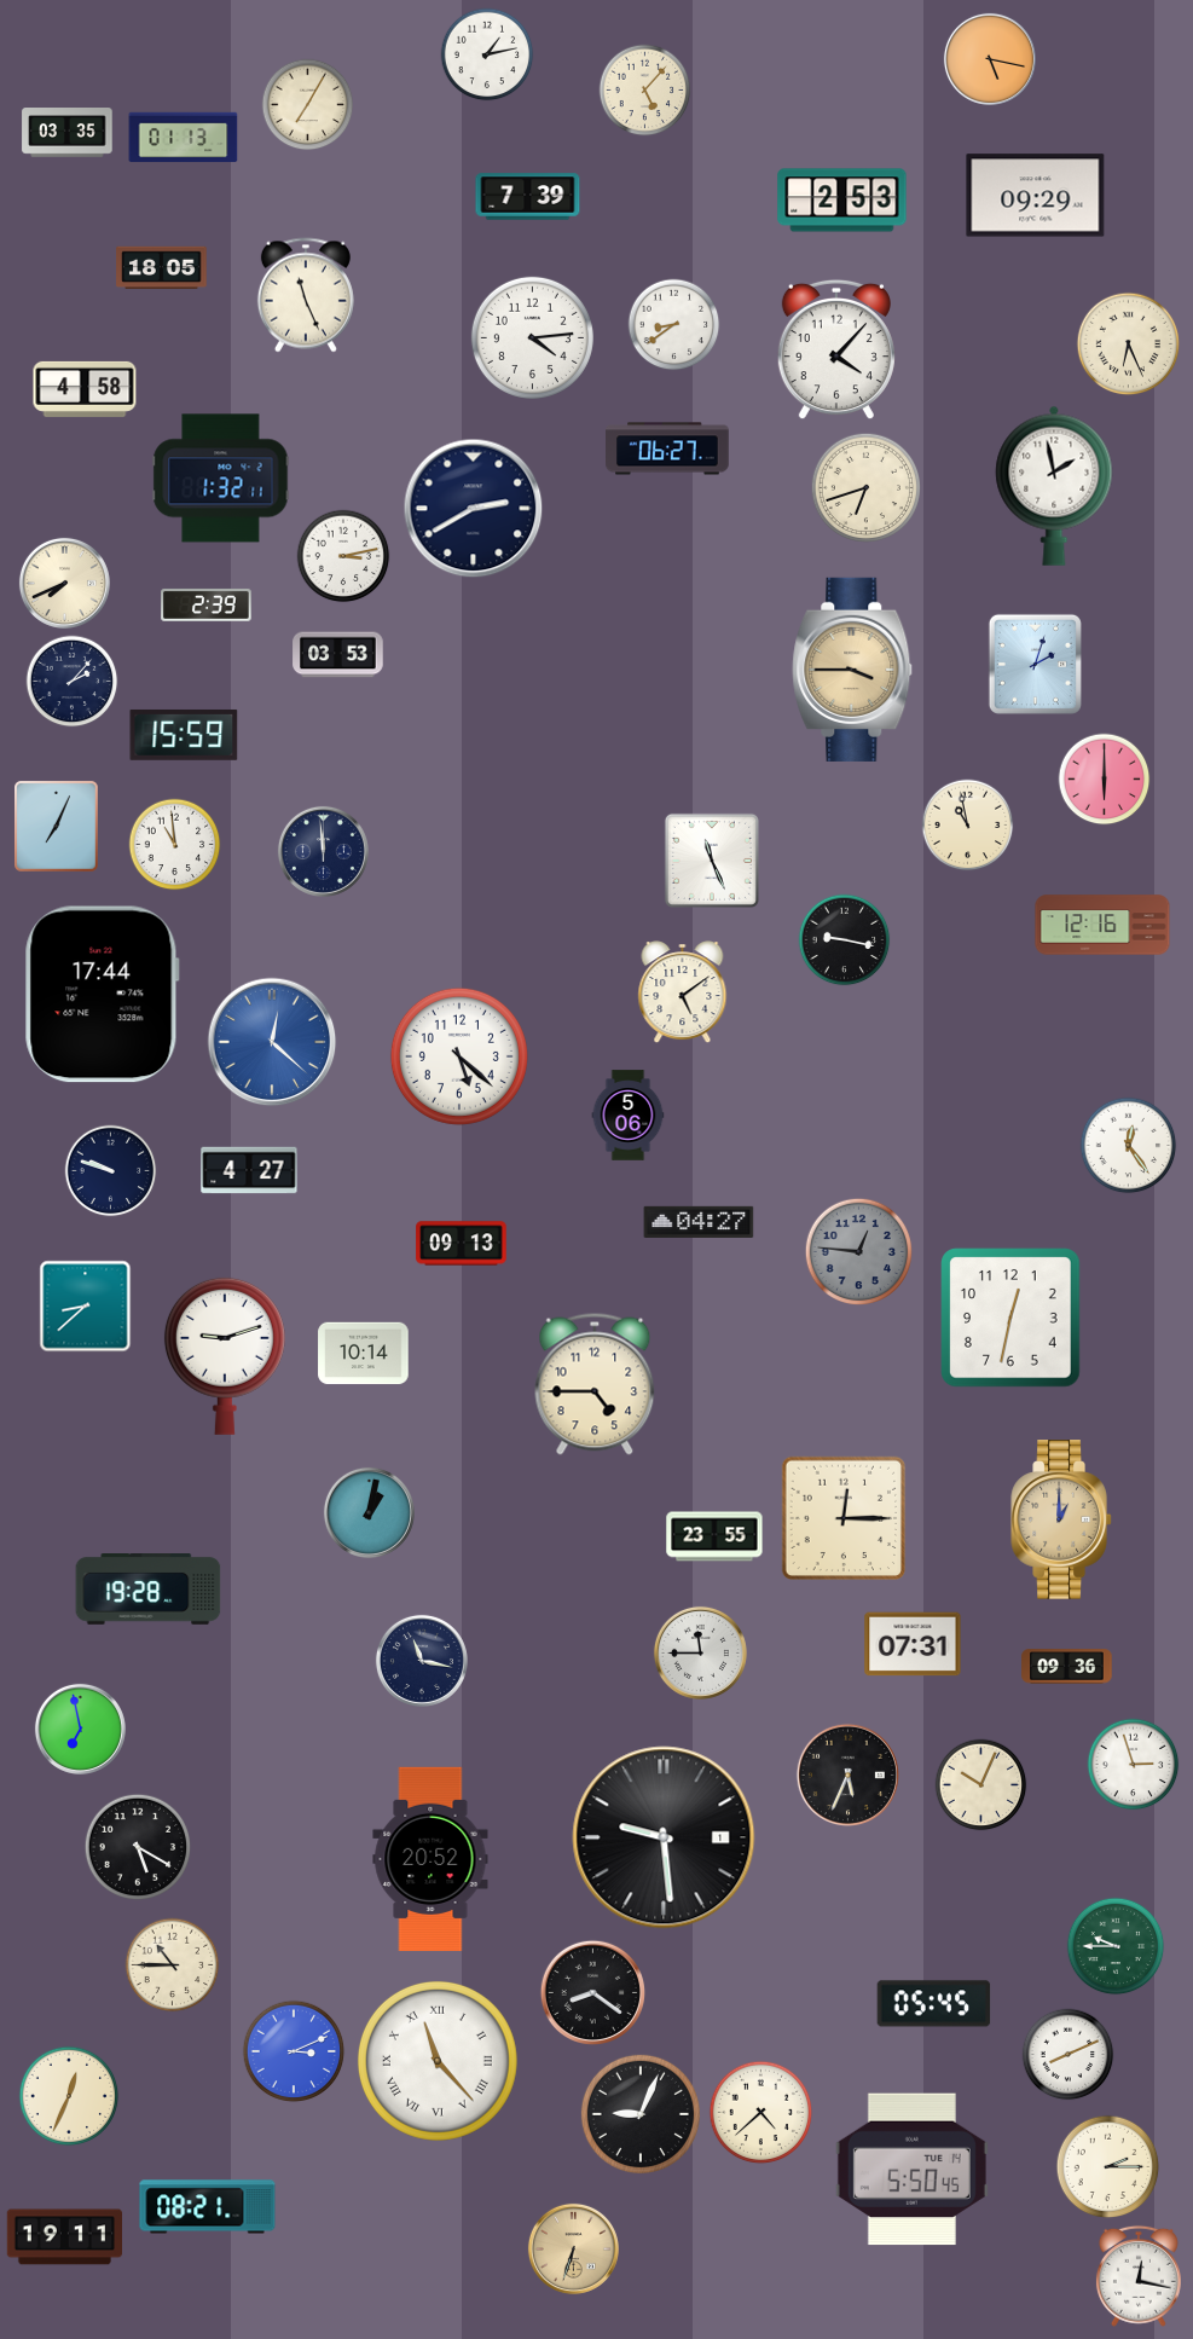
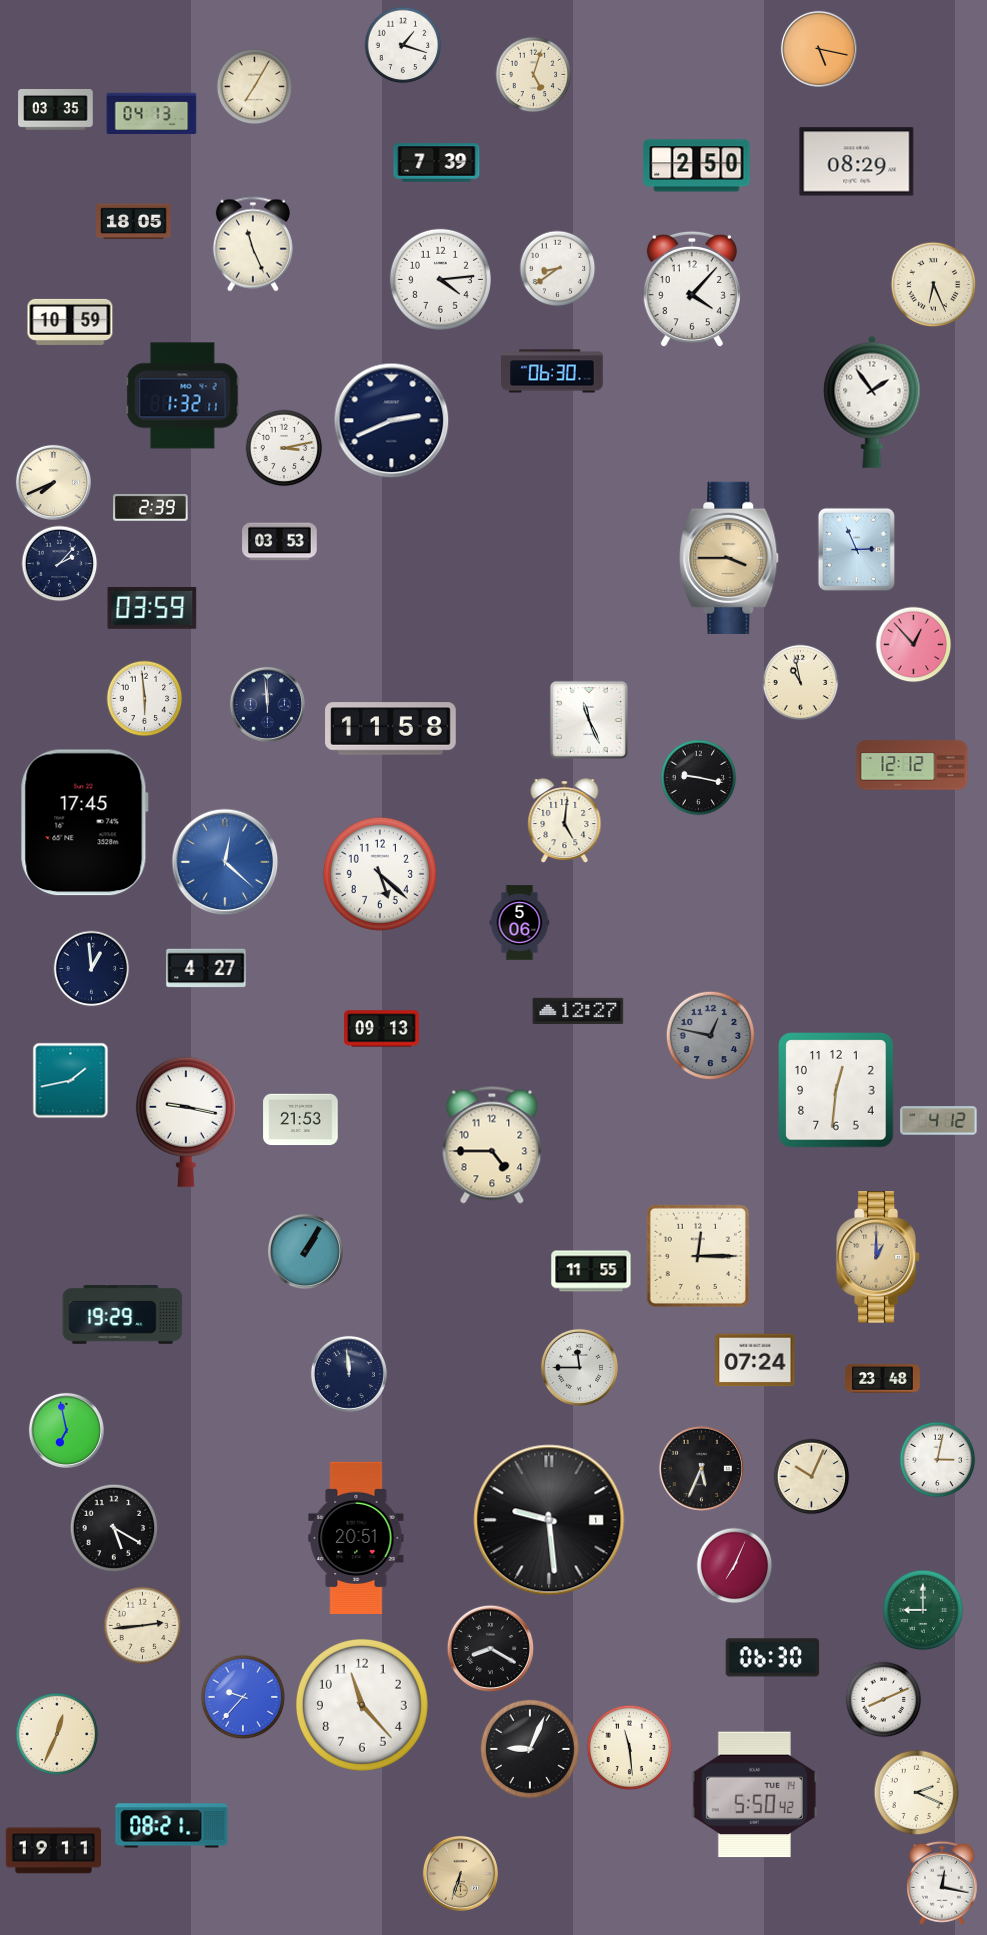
clock at (487, 54): 1:13 -> 1:18
clock at (645, 91): 5:07 -> 5:03
clock at (184, 138): 01:13 -> 04:13
clock at (1036, 196): 09:29 -> 08:29
clock at (842, 201): 2:53 -> 2:50
clock at (85, 389): 4:58 -> 10:59
clock at (667, 448): 06:27 -> 06:30
clock at (1054, 486): 1:58 -> 1:54
clock at (865, 487): 6:42 -> none
clock at (474, 509): 2:40 -> 2:41
clock at (343, 556) position: (343, 556) -> (284, 448)
clock at (207, 604) position: (207, 604) -> (151, 507)
clock at (1035, 664): 2:03 -> 2:56
clock at (852, 670) position: (852, 670) -> (729, 558)
clock at (184, 735): 15:59 -> 03:59
clock at (1105, 780): 6:00 -> 12:53
clock at (57, 827): 7:04 -> none
clock at (175, 845): 10:59 -> 5:59
clock at (712, 861) position: (712, 861) -> (589, 720)
clock at (391, 729): none -> 11:58
clock at (1102, 925): 12:16 -> 12:12
clock at (683, 992): 5:09 -> 5:01
clock at (102, 995): 17:44 -> 17:45
clock at (1129, 1146): 12:24 -> none
clock at (111, 1171): 9:48 -> 12:59
clock at (699, 1222): 04:27 -> 12:27
clock at (859, 1252): 12:46 -> 12:47
clock at (86, 1307): 8:38 -> 1:43
clock at (1010, 1318): 12:32 -> 12:31
clock at (364, 1354): 10:14 -> 21:53
clock at (939, 1121): none -> 4:12
clock at (225, 1356): 9:12 -> 9:17
clock at (369, 1512): 1:02 -> 1:05
clock at (714, 1536): 23:55 -> 11:55
clock at (149, 1590): 19:28 -> 19:29
clock at (913, 1644): 07:31 -> 07:24
clock at (422, 1661): 11:17 -> 11:59
clock at (1067, 1667): 09:36 -> 23:48
clock at (1134, 1765): 2:57 -> 3:02
clock at (430, 1859): 20:52 -> 20:51
clock at (735, 1566): none -> 7:04
clock at (1116, 1946): 9:45 -> 9:00
clock at (173, 1965): 10:45 -> 2:44
clock at (592, 1992): 8:21 -> 8:20
clock at (934, 2004): 05:45 -> 06:30
clock at (294, 2051): 3:11 -> 9:37
clock at (438, 2061) numerals: Roman -> Arabic
clock at (761, 2113): 4:38 -> 11:29
clock at (1108, 2167): 2:15 -> 2:19
clock at (911, 2170): 5:50:45 -> 5:50:42
clock at (573, 2248) position: (573, 2248) -> (460, 1873)
